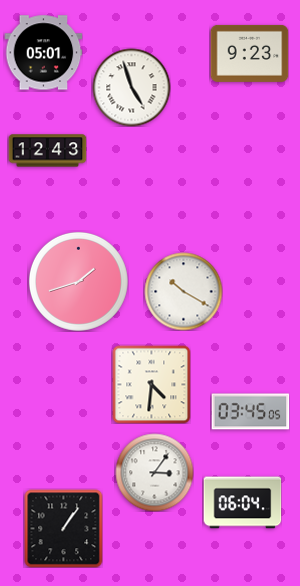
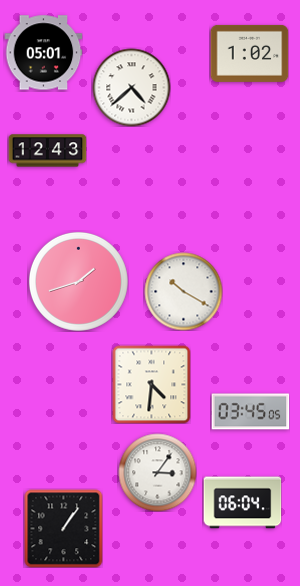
clock at (249, 53): 9:23 -> 1:02
clock at (131, 87): 4:57 -> 4:38
clock at (154, 472) position: (154, 472) -> (157, 472)
